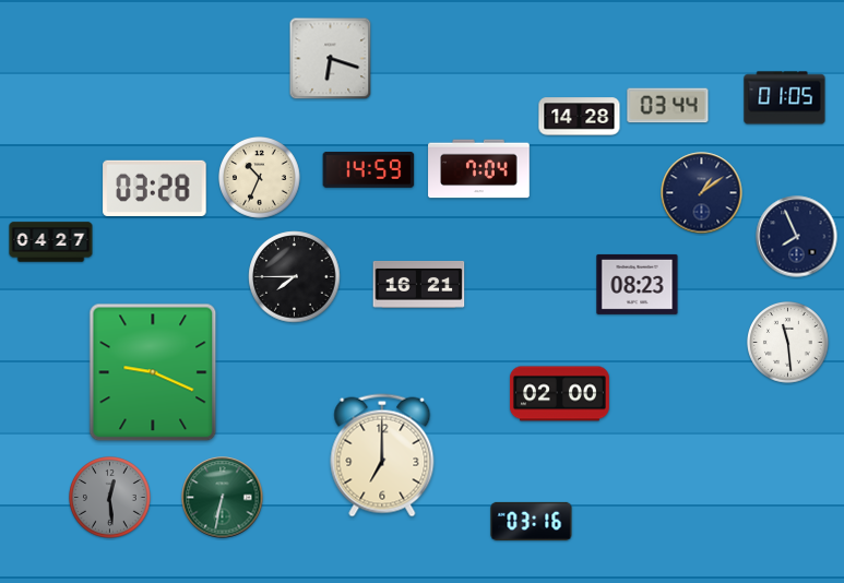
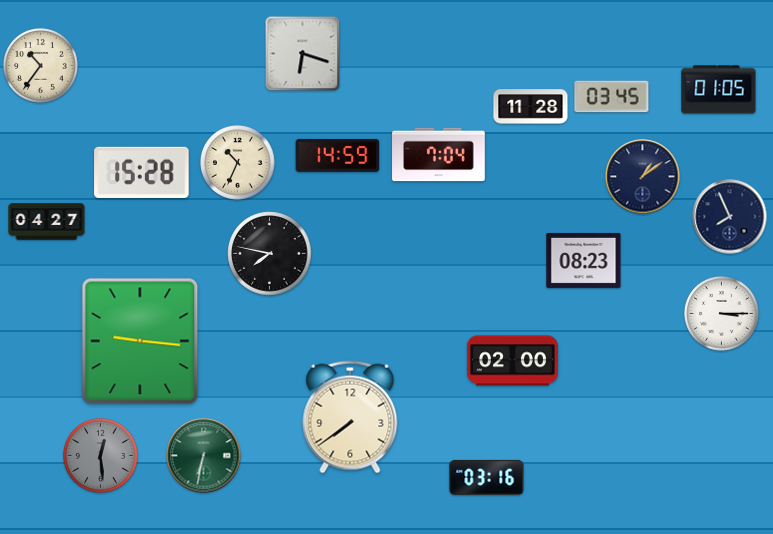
clock at (41, 66): none -> 10:36
clock at (668, 106): 03:44 -> 03:45
clock at (580, 117): 14:28 -> 11:28
clock at (155, 188): 03:28 -> 15:28
clock at (295, 277): 7:45 -> 7:47
clock at (419, 284): 16:21 -> none
clock at (788, 343): 11:29 -> 3:15
clock at (153, 372): 9:19 -> 9:16
clock at (382, 455): 7:00 -> 7:39
